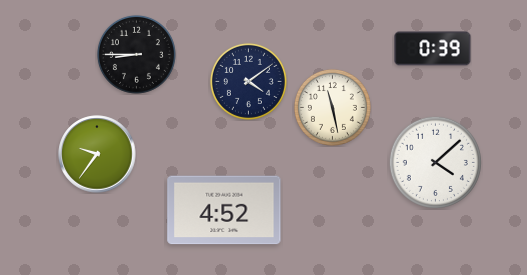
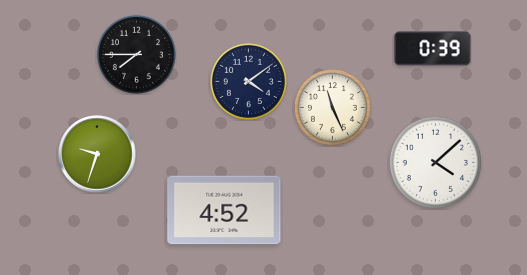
clock at (136, 54): 8:45 -> 7:45
clock at (332, 107): 11:28 -> 11:26
clock at (97, 154): 9:36 -> 9:33
